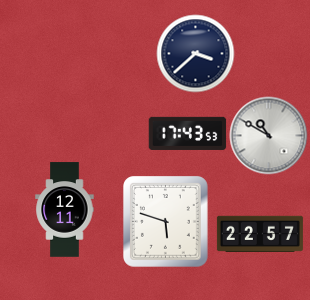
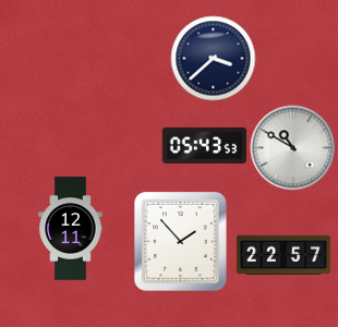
clock at (187, 133): 17:43 -> 05:43
clock at (166, 222): 5:48 -> 1:53
